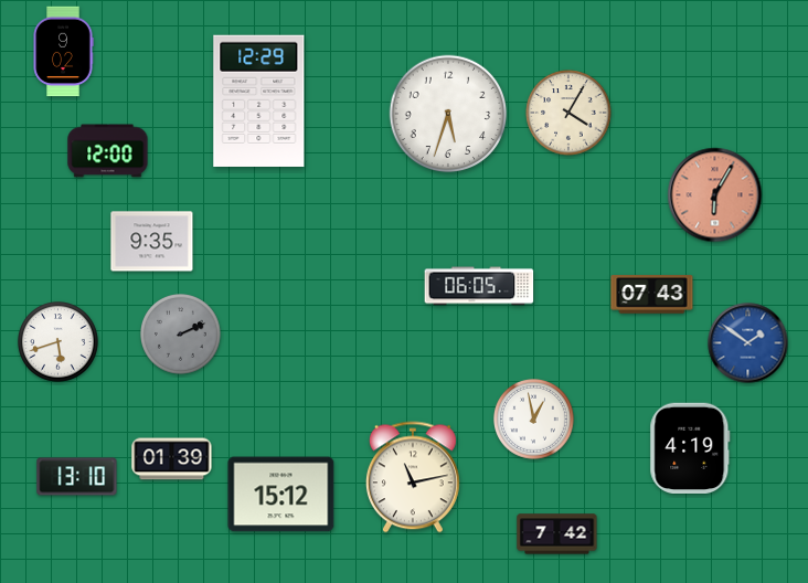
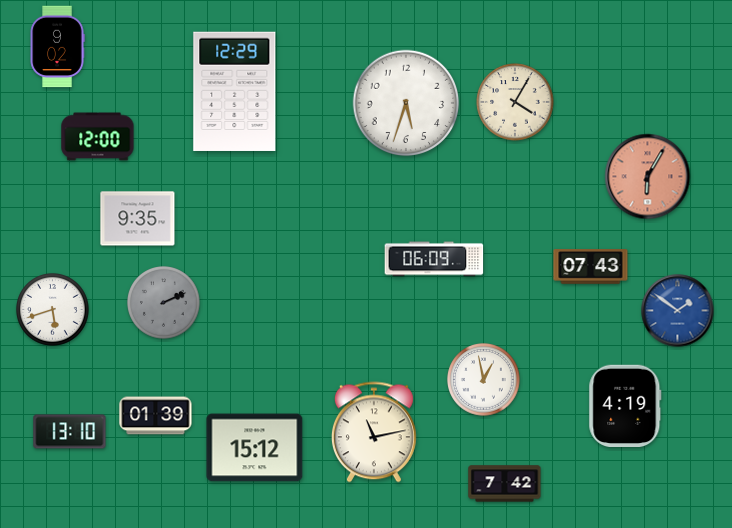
clock at (479, 286): 06:05 -> 06:09
